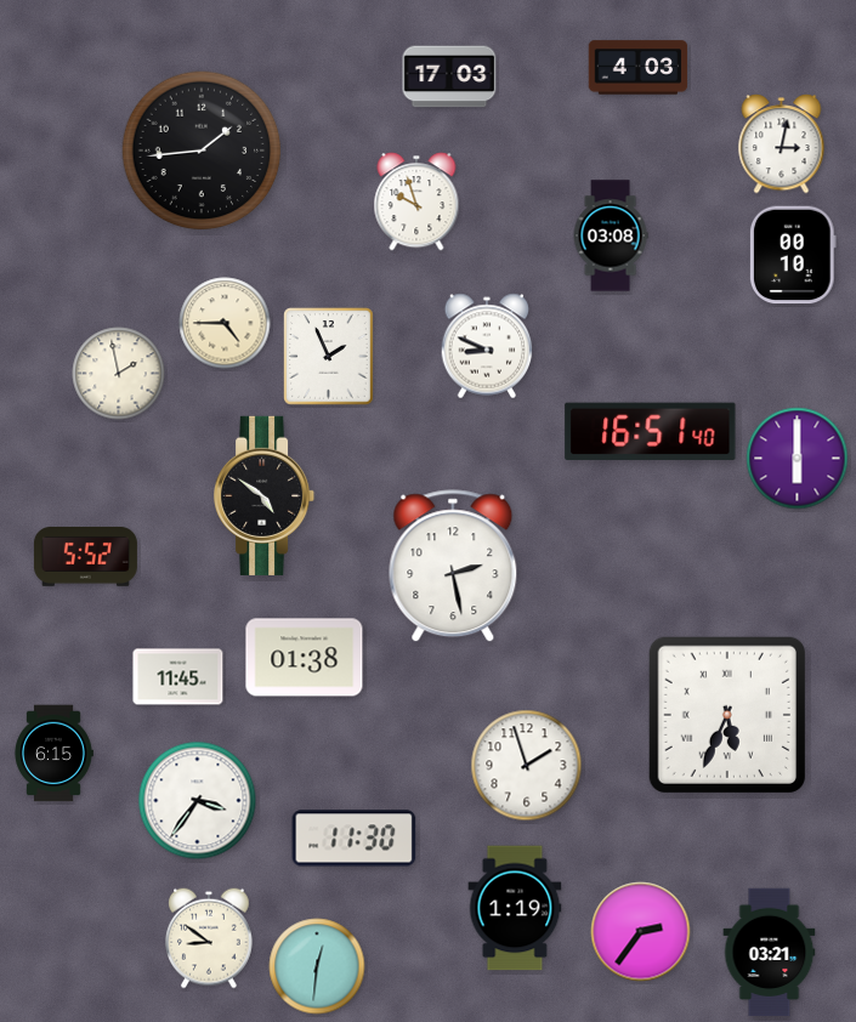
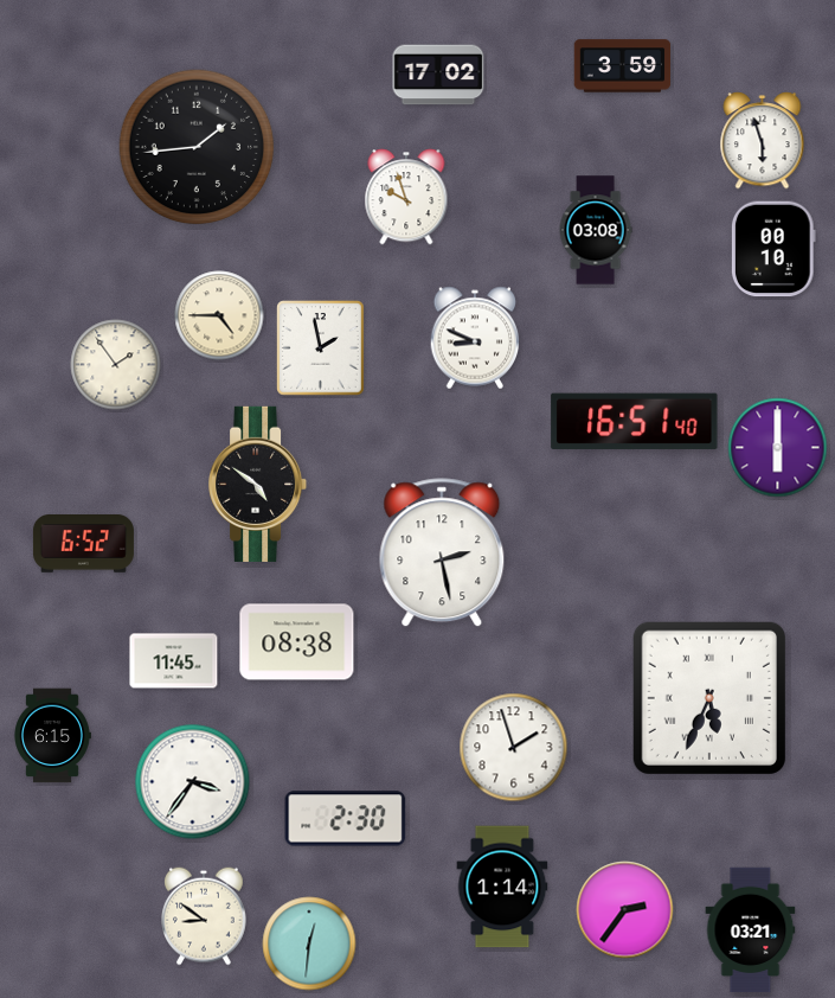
clock at (639, 68): 4:03 -> 3:59
clock at (449, 76): 17:03 -> 17:02
clock at (782, 144): 3:02 -> 5:57
clock at (329, 357): 1:56 -> 1:58
clock at (119, 374): 1:58 -> 1:54
clock at (85, 557): 5:52 -> 6:52
clock at (305, 658): 01:38 -> 08:38
clock at (355, 839): 11:30 -> 2:30
clock at (515, 908): 1:19 -> 1:14
